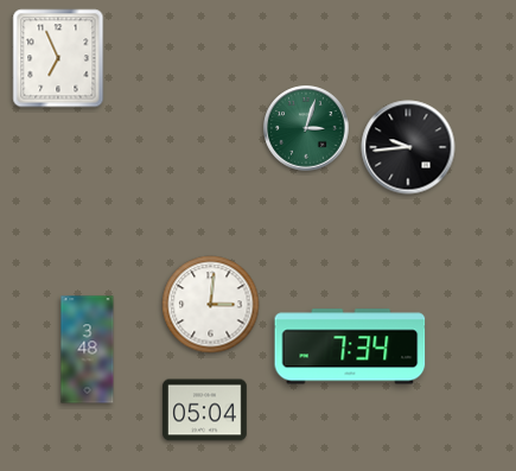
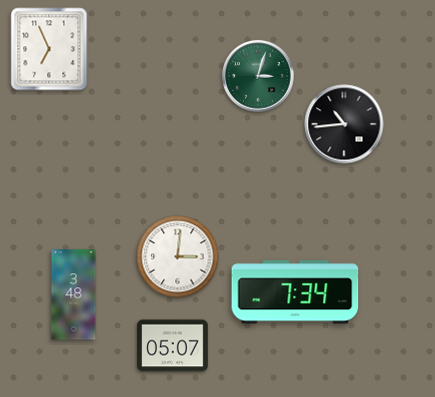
clock at (306, 128) position: (306, 128) -> (258, 76)
clock at (408, 147): 9:44 -> 10:44
clock at (205, 410): 05:04 -> 05:07
